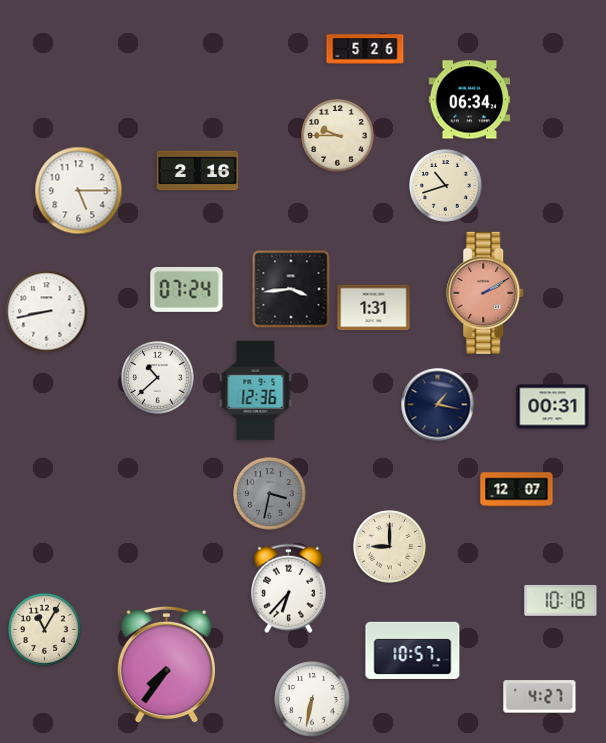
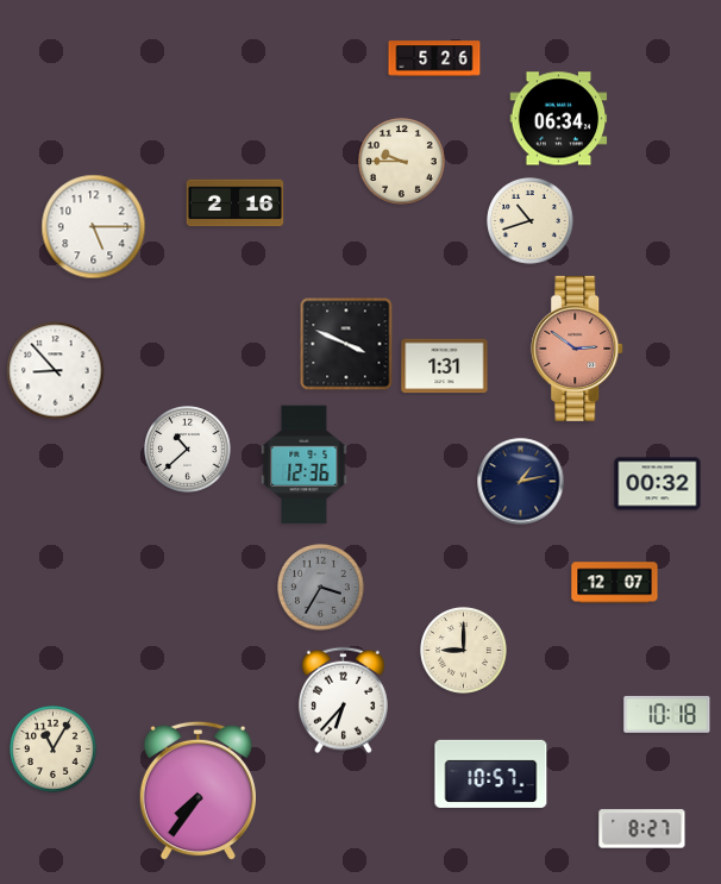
clock at (291, 289): 3:44 -> 3:49
clock at (187, 290): 07:24 -> none
clock at (486, 293): 2:10 -> 2:51
clock at (47, 312): 8:43 -> 8:53
clock at (438, 405): 1:17 -> 1:13
clock at (553, 407): 00:31 -> 00:32
clock at (270, 494): 3:32 -> 3:35
clock at (540, 697): 4:27 -> 8:27
clock at (312, 699): 6:32 -> none
